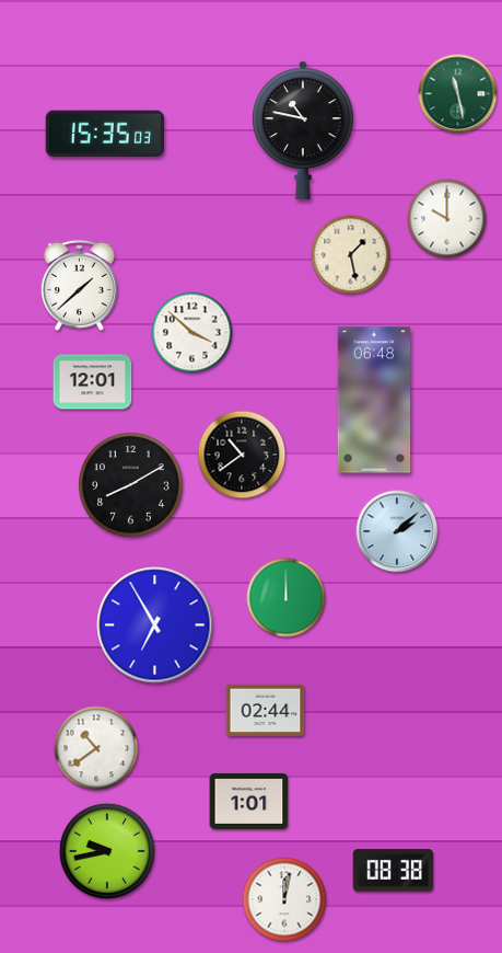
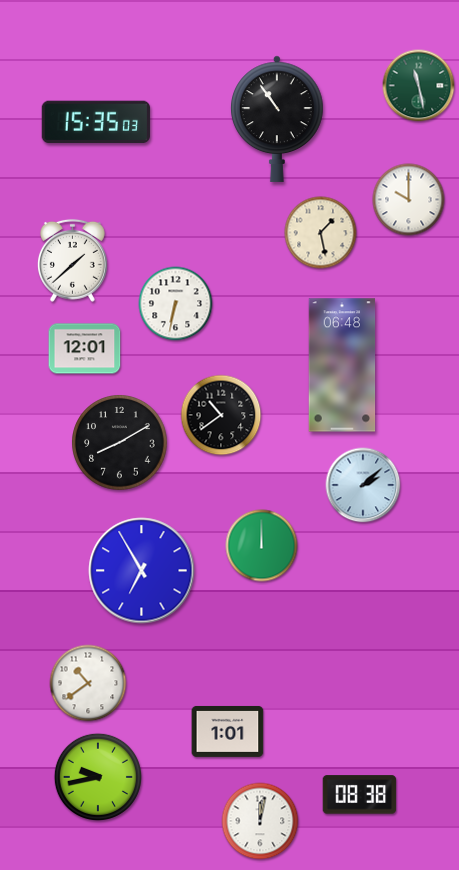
clock at (303, 130): 10:47 -> 10:54
clock at (192, 333): 3:52 -> 6:32
clock at (266, 710): 02:44 -> none
